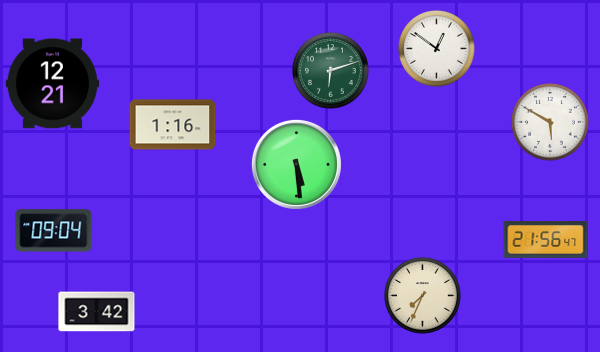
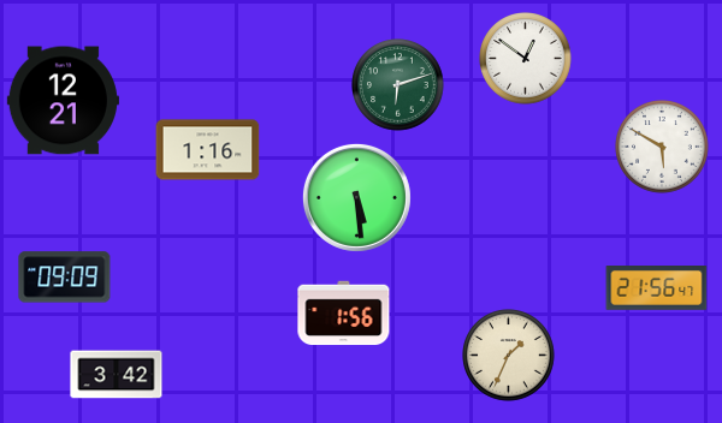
clock at (54, 231): 09:04 -> 09:09
clock at (344, 314): none -> 1:56
clock at (423, 296): 7:34 -> 1:34
